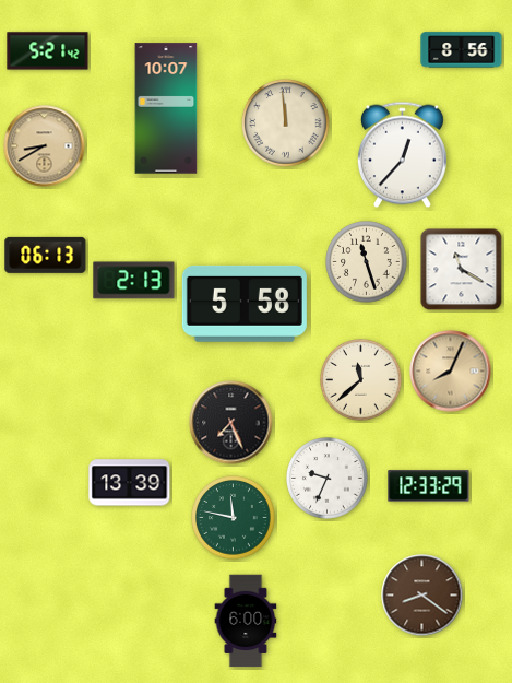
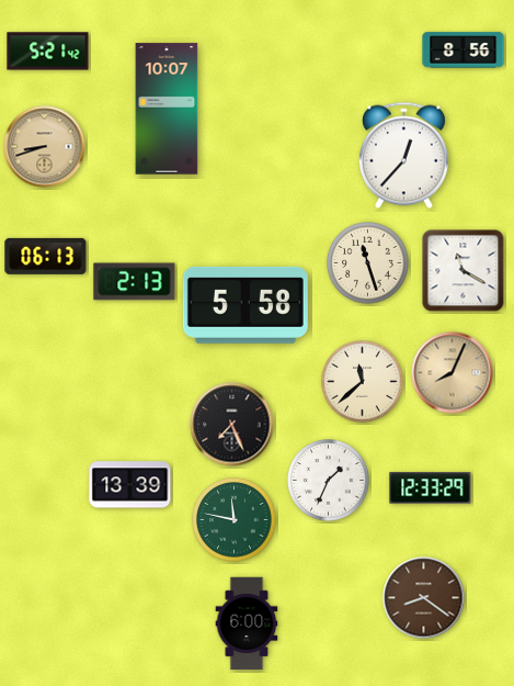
clock at (286, 123): 11:59 -> none
clock at (45, 146): 8:40 -> 8:42
clock at (328, 479): 9:34 -> 1:34
